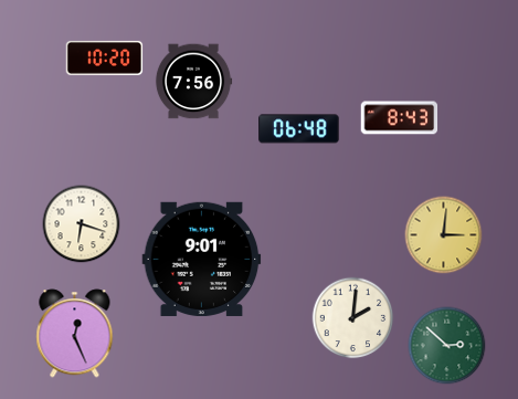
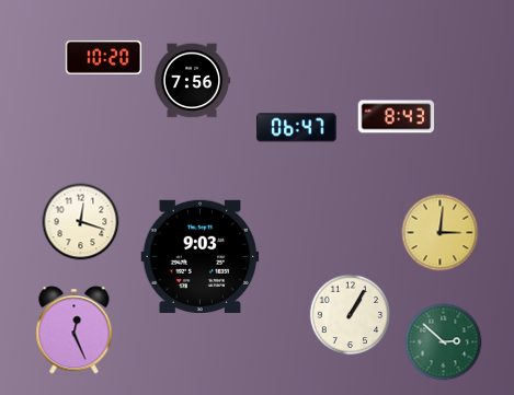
clock at (299, 129): 06:48 -> 06:47
clock at (82, 224): 6:18 -> 12:18
clock at (202, 259): 9:01 -> 9:03
clock at (353, 318): 2:01 -> 1:05
